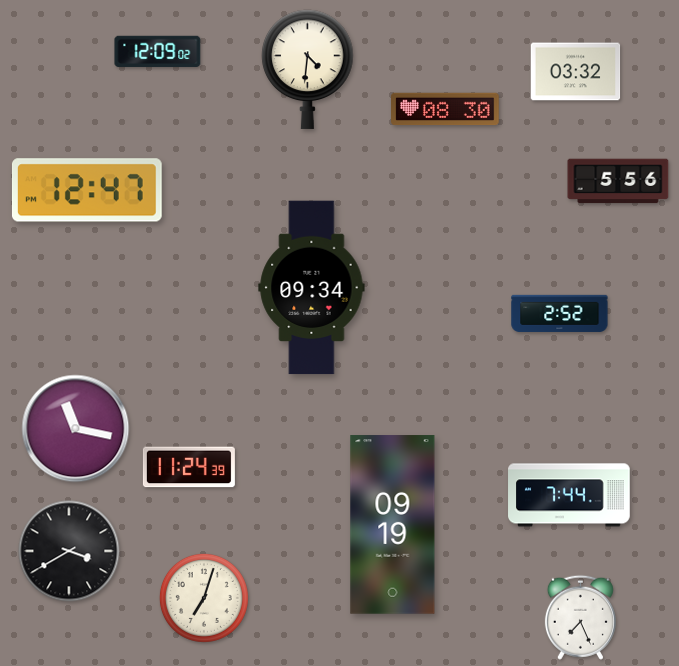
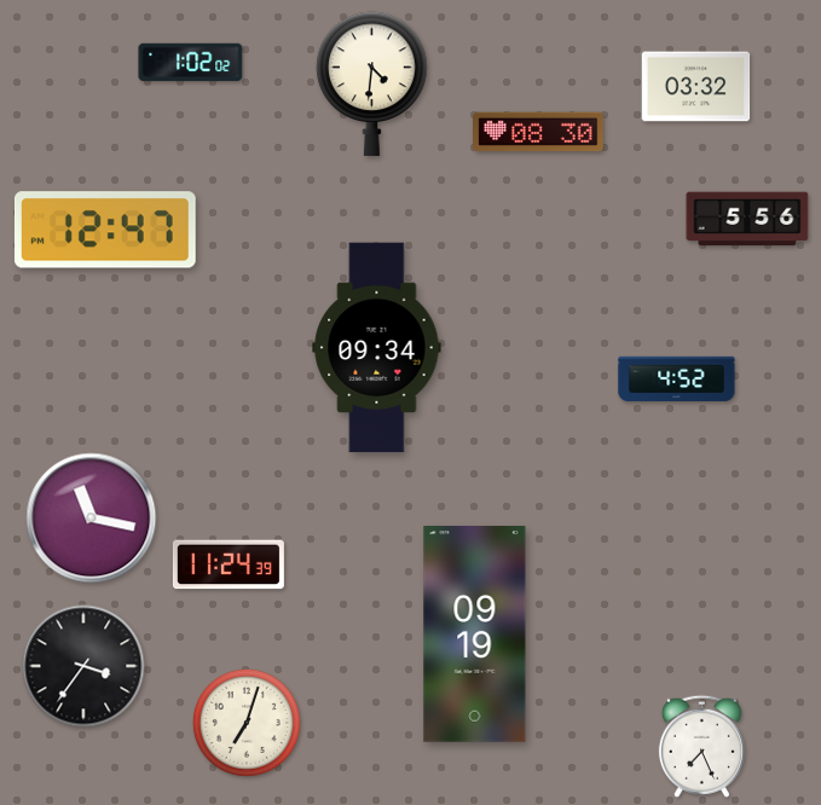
clock at (158, 51): 12:09 -> 1:02
clock at (560, 313): 2:52 -> 4:52
clock at (569, 495): 7:44 -> none
clock at (69, 551): 3:40 -> 3:36
